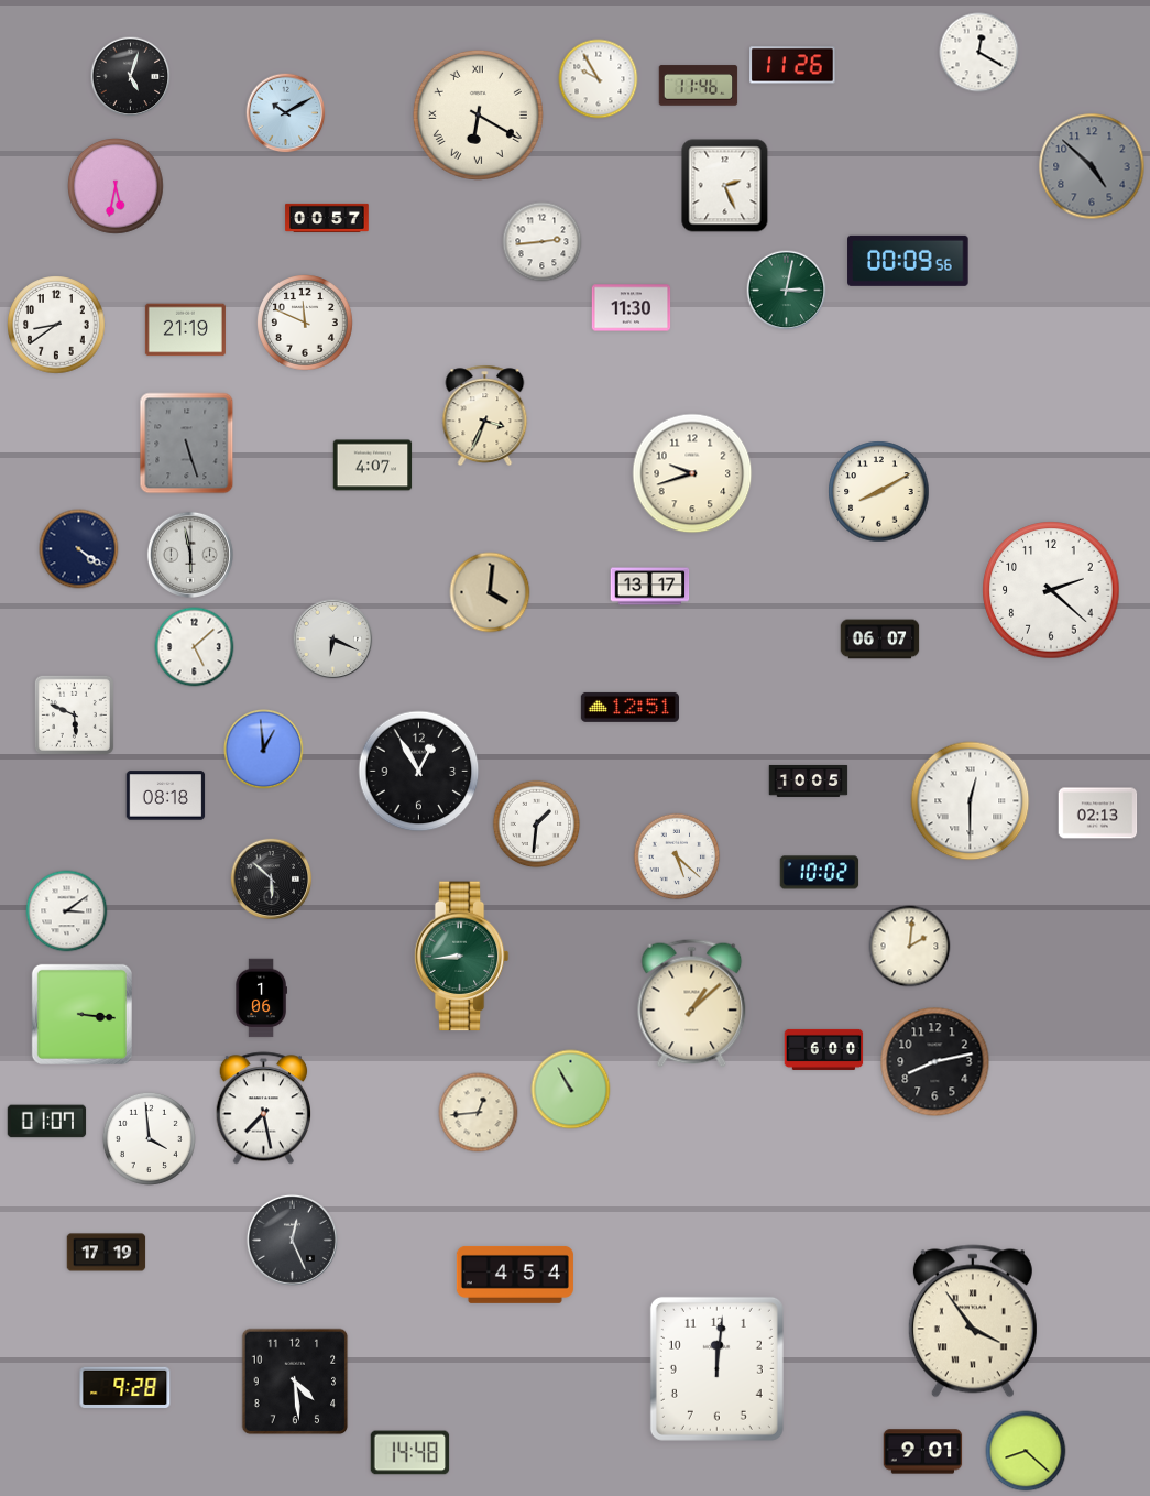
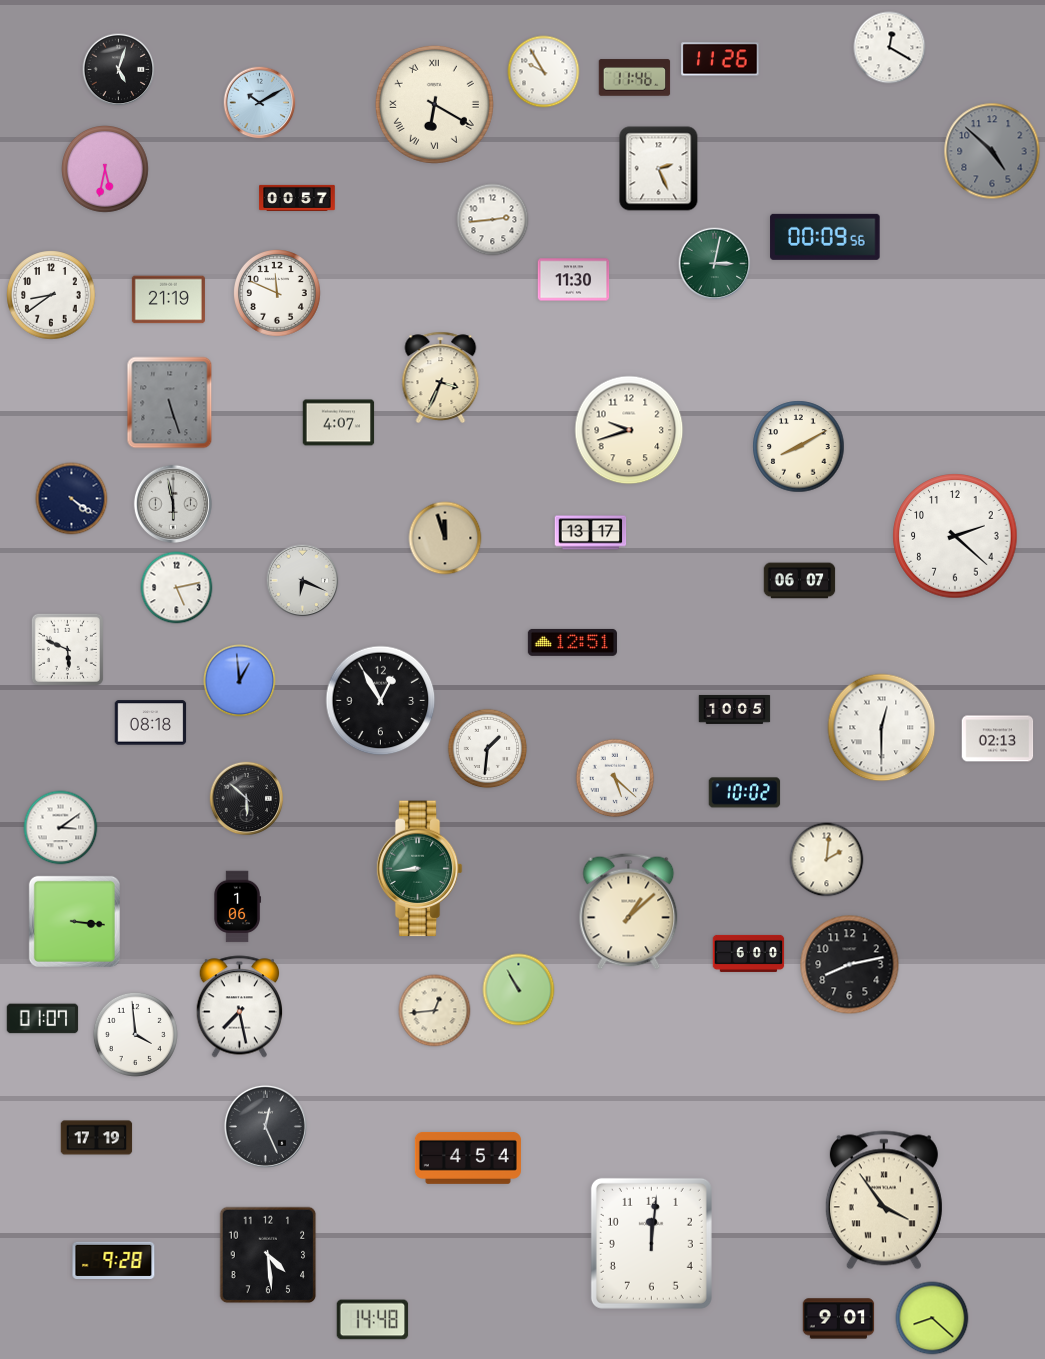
clock at (490, 592): 4:01 -> 11:57
clock at (195, 647): 5:08 -> 5:13
